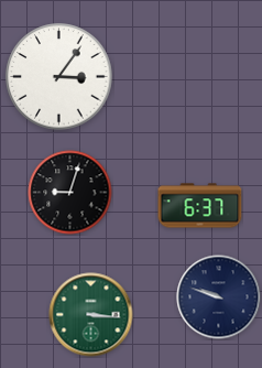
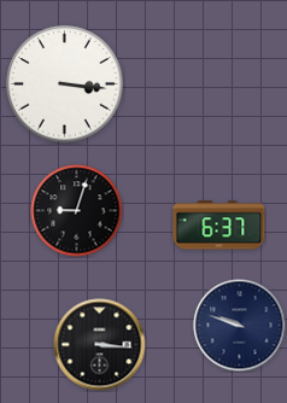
clock at (59, 77): 3:06 -> 3:16
clock at (91, 315) dial: green -> black
